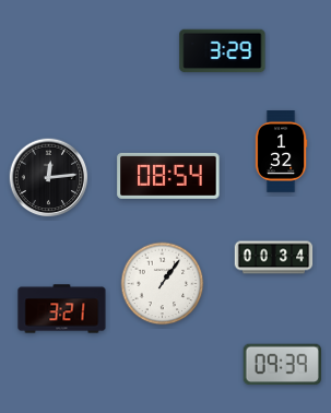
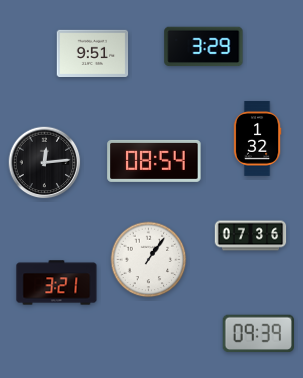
clock at (93, 53): none -> 9:51
clock at (274, 258): 00:34 -> 07:36
